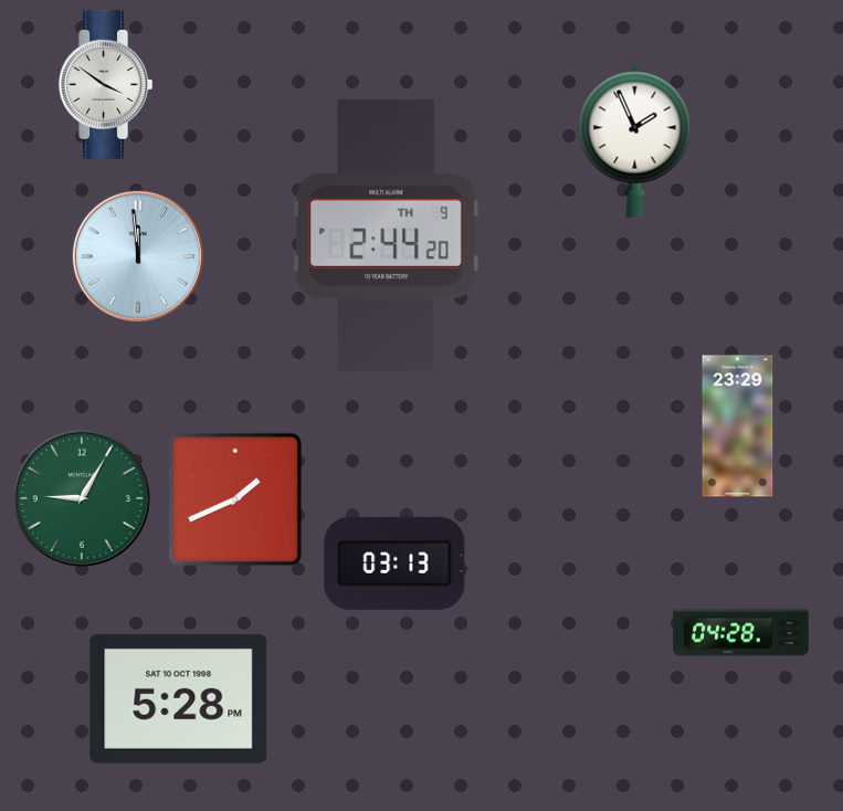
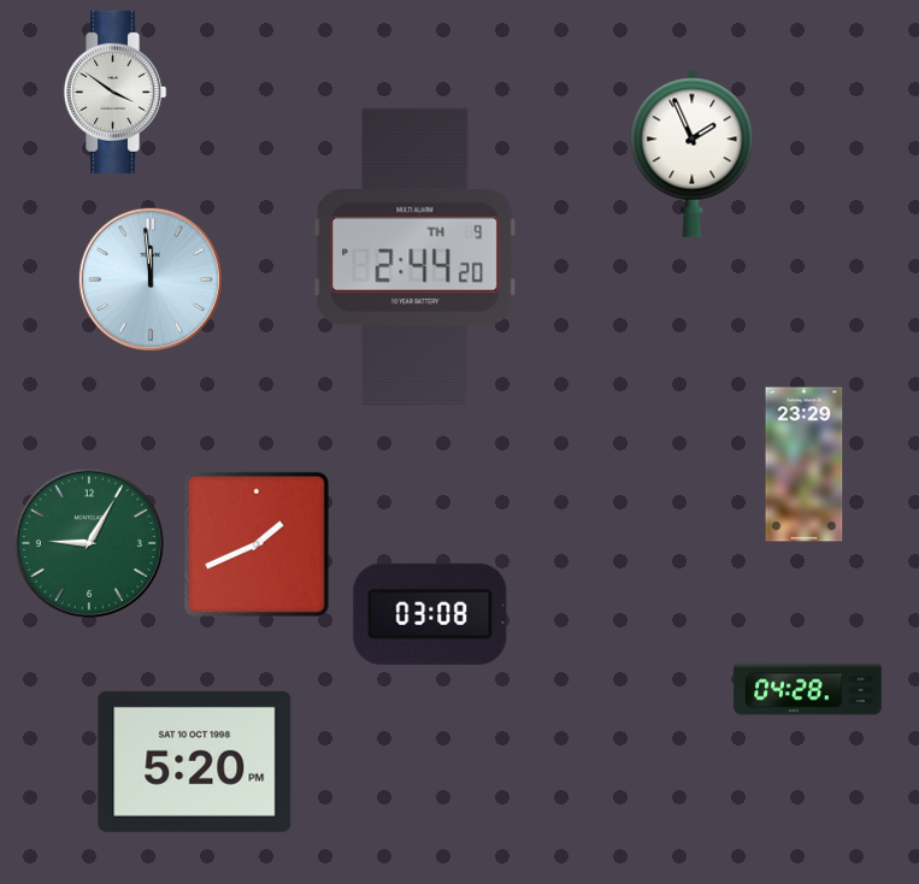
clock at (387, 235) position: (387, 235) -> (416, 257)
clock at (394, 564): 03:13 -> 03:08
clock at (179, 698): 5:28 -> 5:20
